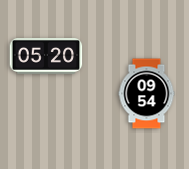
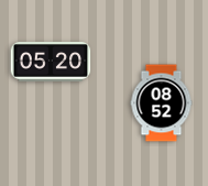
clock at (147, 94): 09:54 -> 08:52
